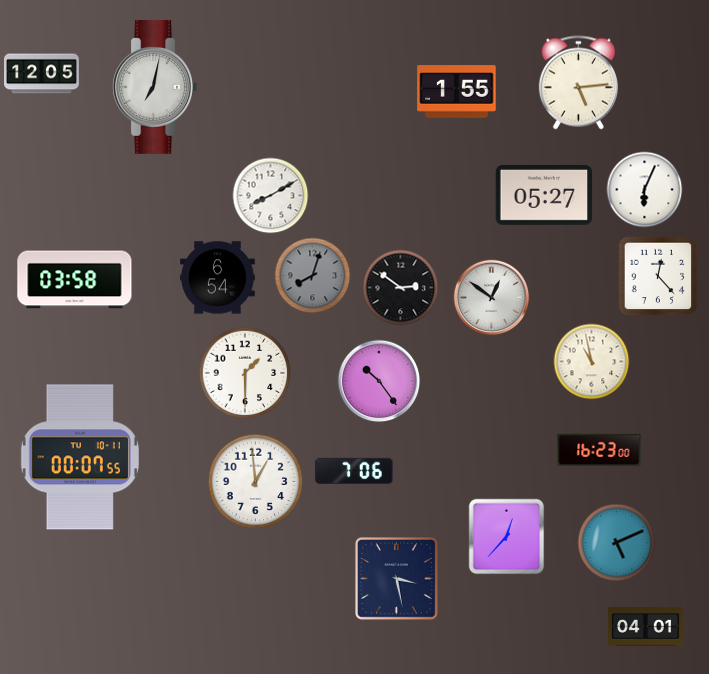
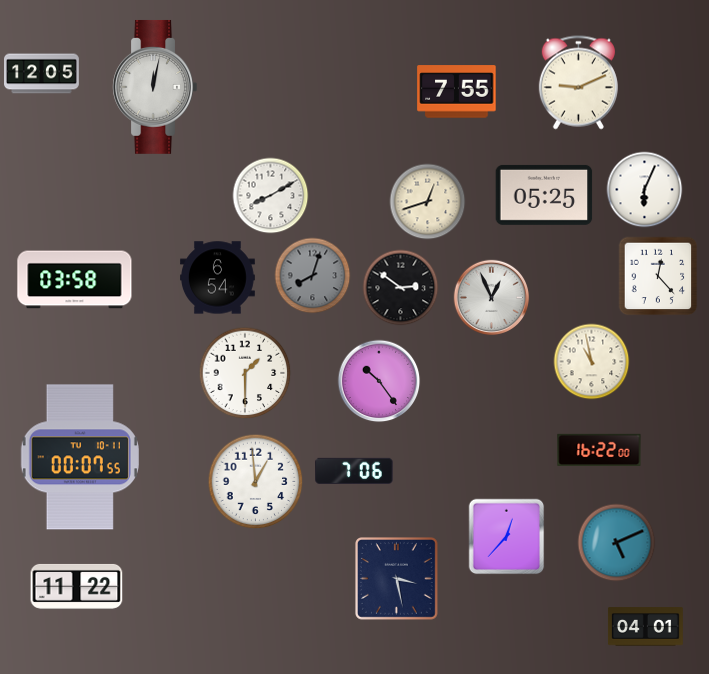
clock at (578, 83): 5:14 -> 9:11
clock at (155, 87): 7:02 -> 12:02
clock at (457, 92): 1:55 -> 7:55
clock at (544, 195): 05:27 -> 05:25
clock at (428, 202): none -> 12:42
clock at (492, 298): 12:51 -> 12:56
clock at (599, 450): 16:23 -> 16:22
clock at (77, 586): none -> 11:22
